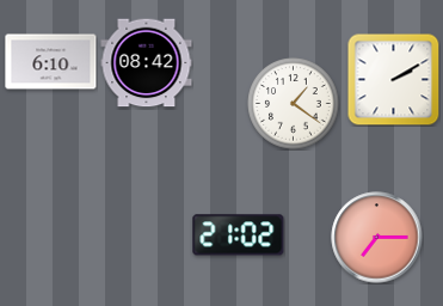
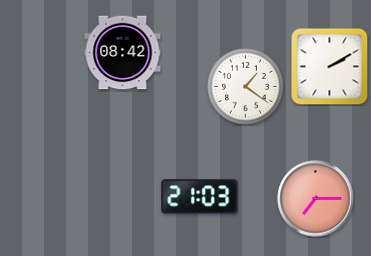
clock at (51, 62): 6:10 -> none
clock at (239, 235): 21:02 -> 21:03
